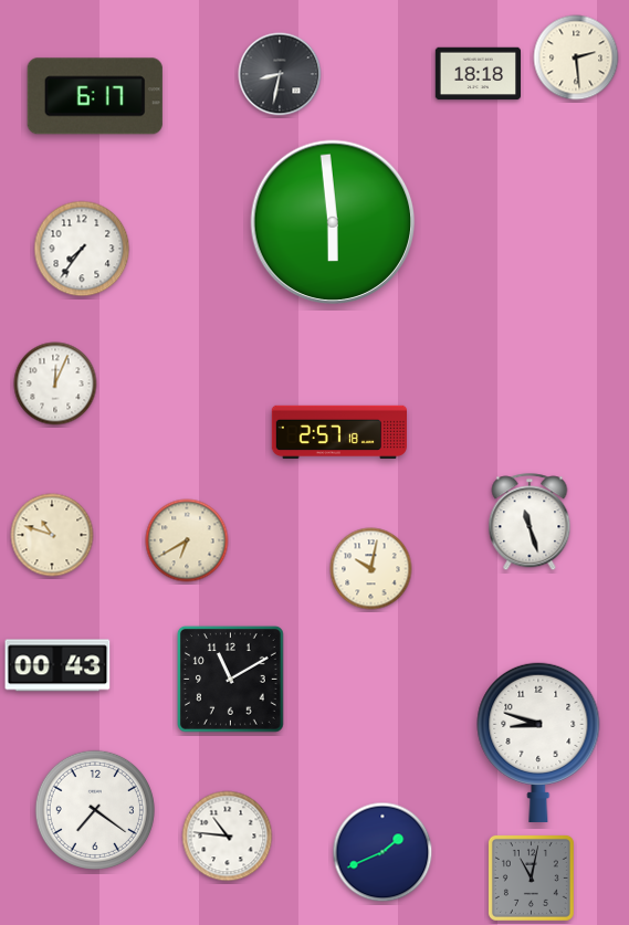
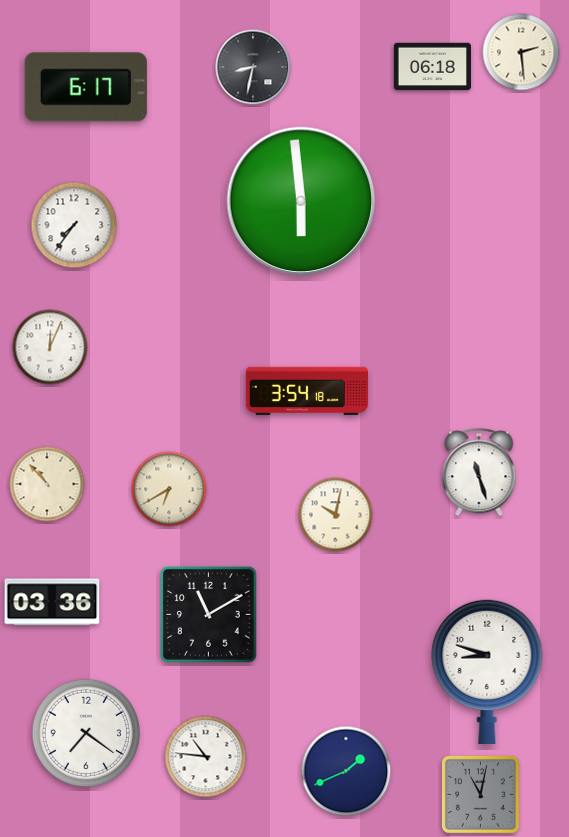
clock at (478, 74): 18:18 -> 06:18
clock at (338, 432): 2:57 -> 3:54
clock at (52, 535): 10:48 -> 10:53
clock at (57, 665): 00:43 -> 03:36
